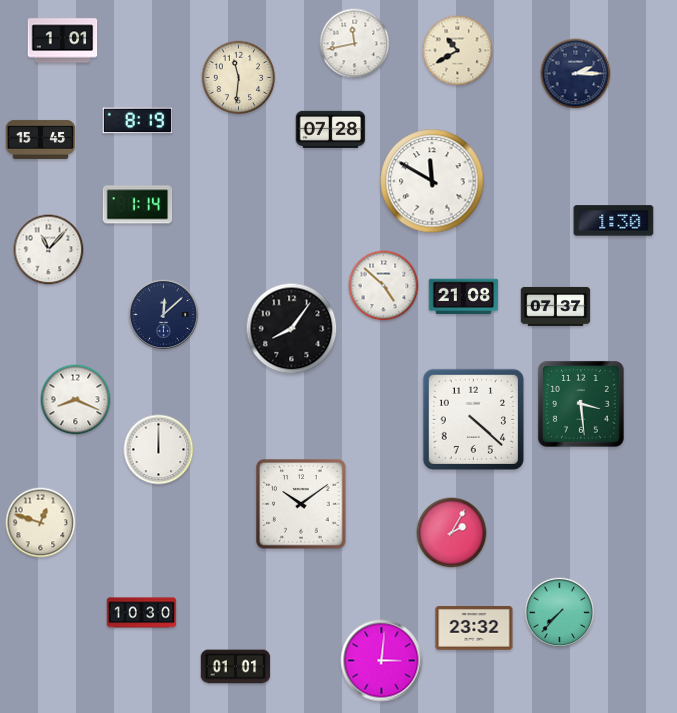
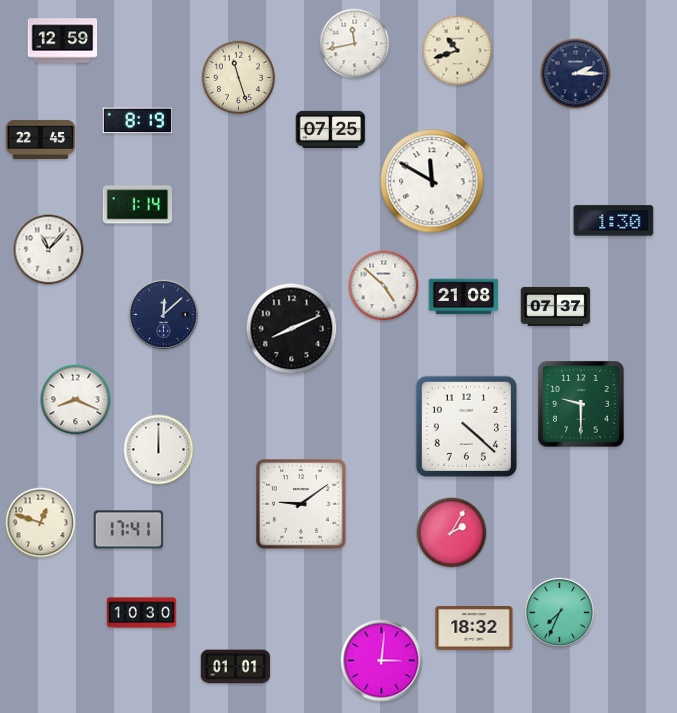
clock at (63, 41): 1:01 -> 12:59
clock at (458, 51): 10:40 -> 10:42
clock at (239, 78): 11:31 -> 11:27
clock at (331, 129): 07:28 -> 07:25
clock at (41, 139): 15:45 -> 22:45
clock at (292, 329): 8:06 -> 8:11
clock at (581, 404): 3:29 -> 9:30
clock at (473, 419) position: (473, 419) -> (466, 426)
clock at (301, 504): 10:09 -> 9:09
clock at (129, 530): none -> 17:41
clock at (559, 612): 7:37 -> 7:34
clock at (474, 629): 23:32 -> 18:32
